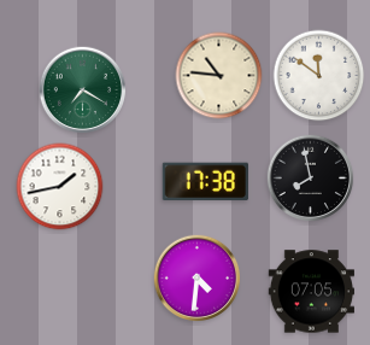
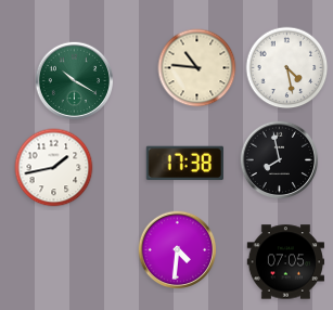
clock at (319, 76): 11:51 -> 4:28
clock at (83, 90): 7:20 -> 10:20
clock at (311, 292) position: (311, 292) -> (285, 262)
